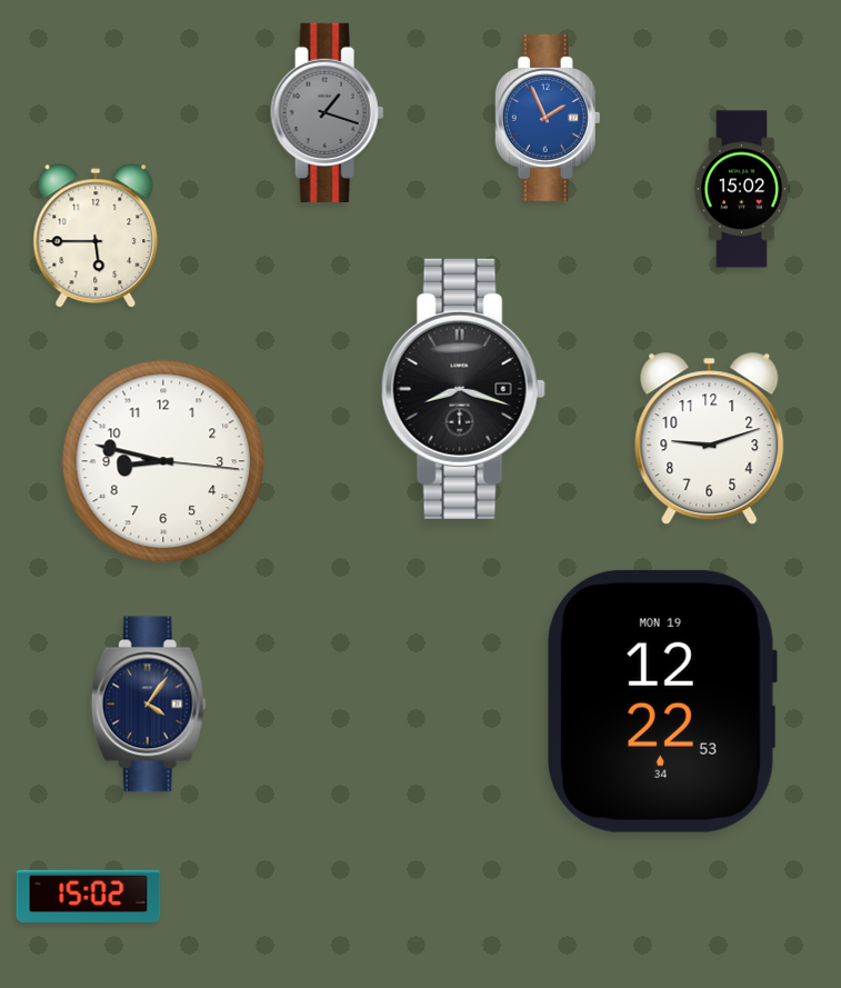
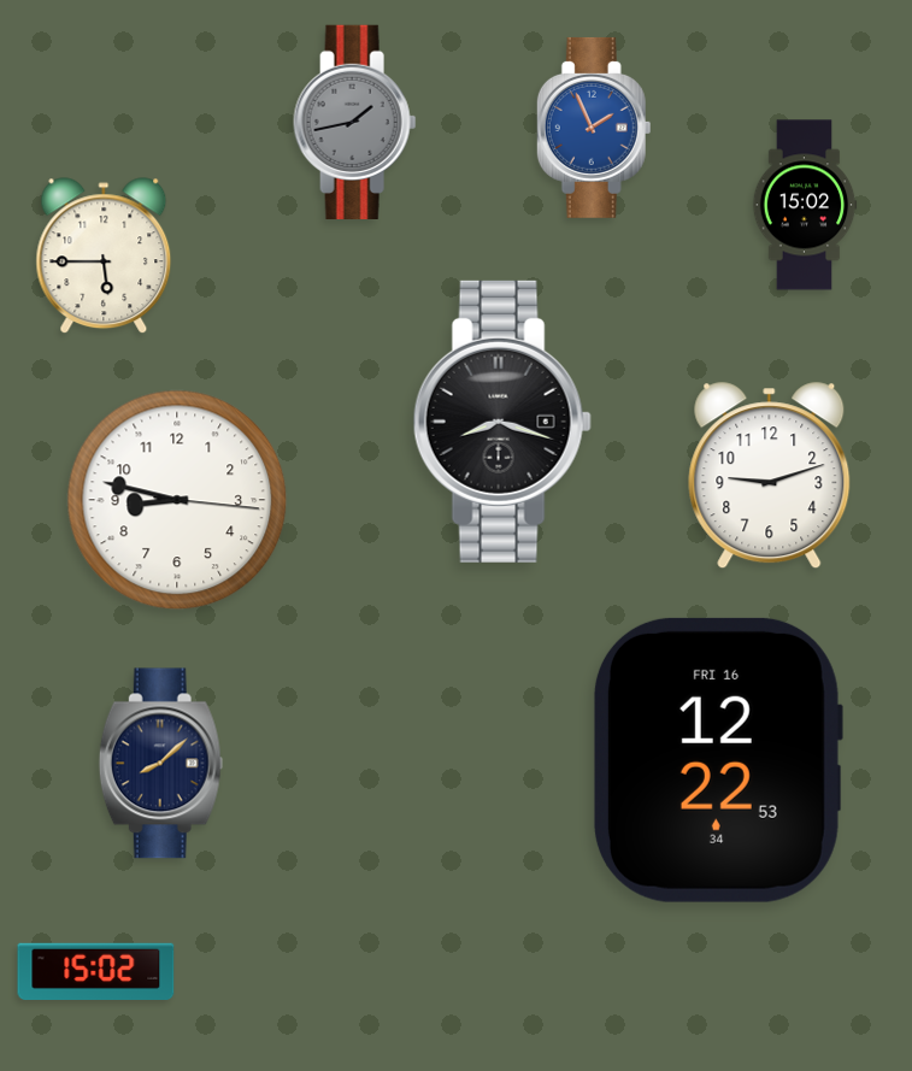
clock at (328, 112): 1:18 -> 1:43
clock at (661, 701) date: MON 19 -> FRI 16
clock at (148, 705): 4:06 -> 8:08
